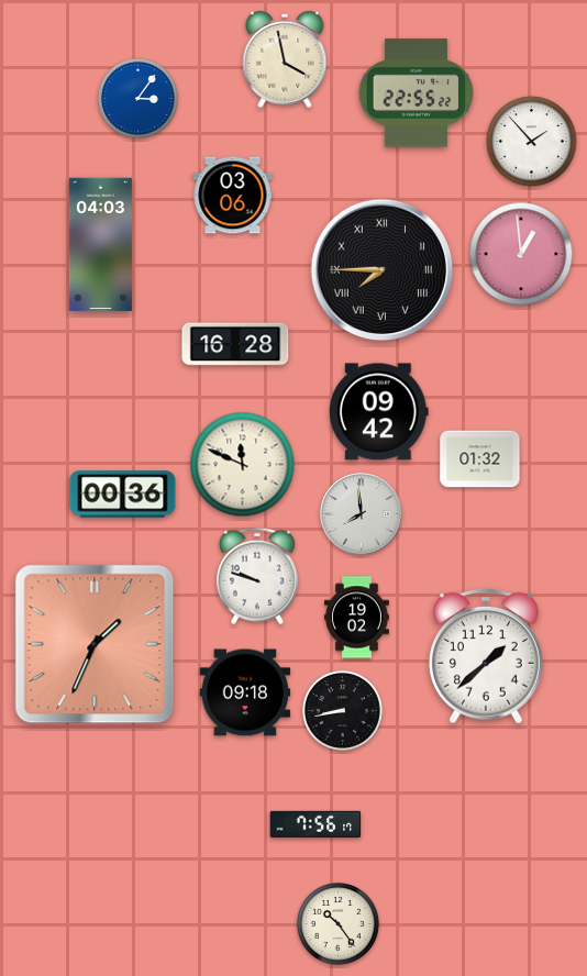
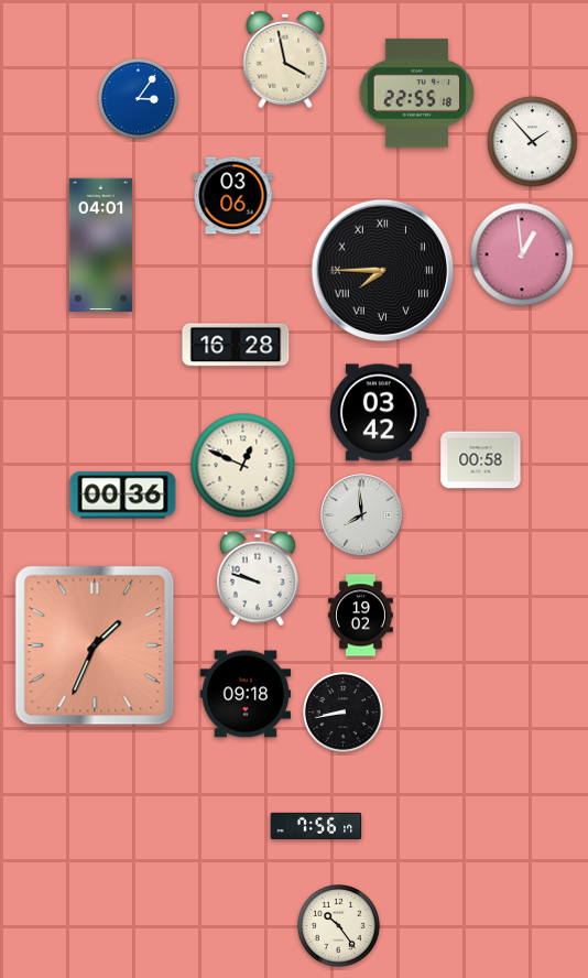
clock at (416, 93): 22:55:22 -> 22:55:18
clock at (100, 245): 04:03 -> 04:01
clock at (378, 412): 09:42 -> 03:42
clock at (480, 459): 01:32 -> 00:58
clock at (243, 465): 11:49 -> 12:49
clock at (356, 618) position: (356, 618) -> (360, 616)
clock at (486, 656): 1:38 -> none
